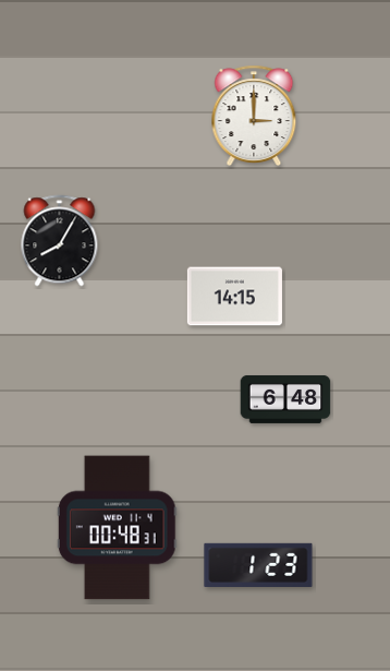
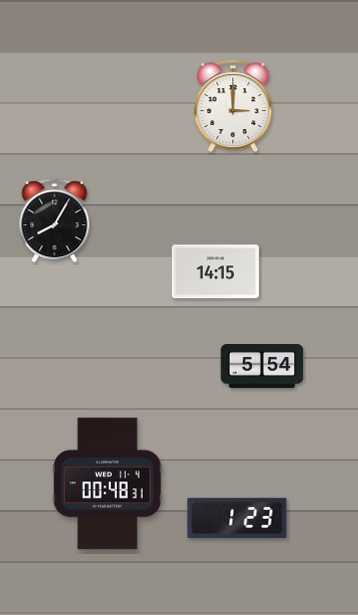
clock at (285, 399): 6:48 -> 5:54
